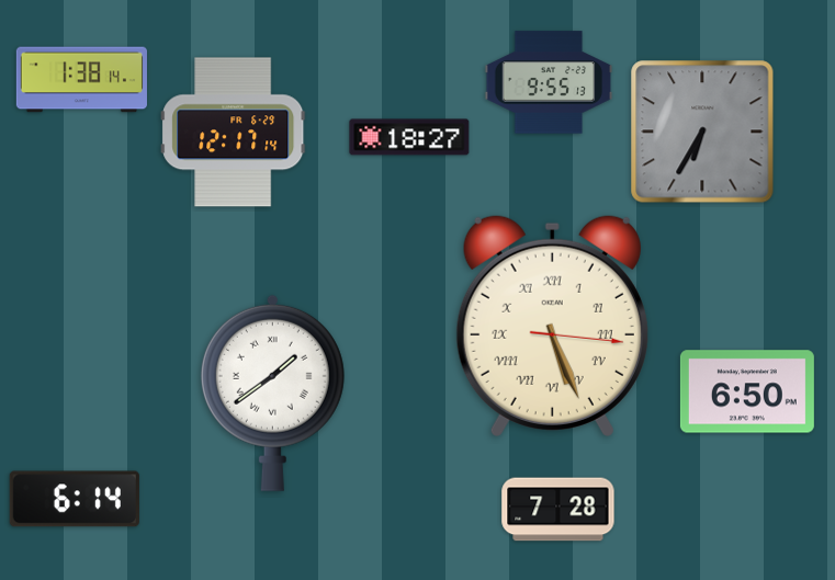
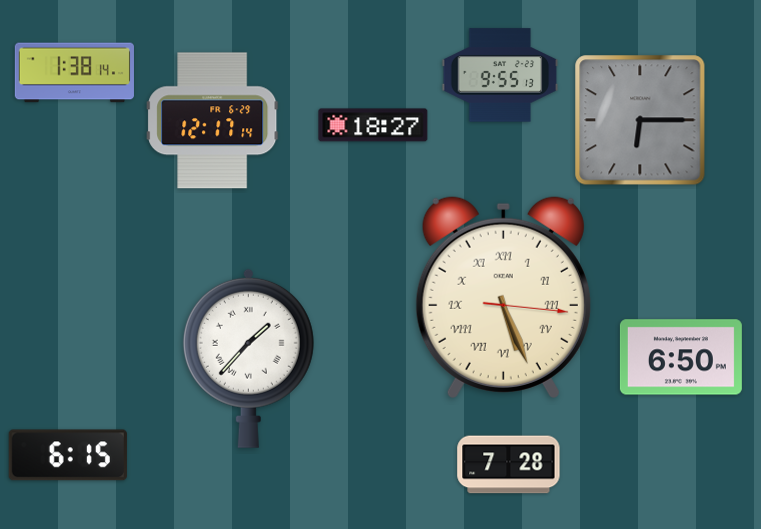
clock at (702, 132): 6:35 -> 6:15
clock at (272, 393): 1:39 -> 1:37
clock at (75, 499): 6:14 -> 6:15
